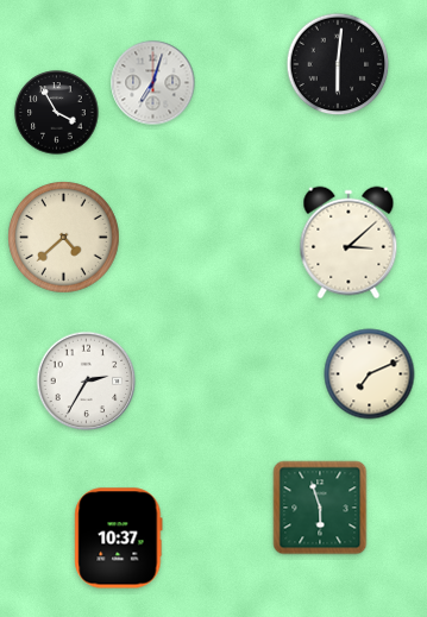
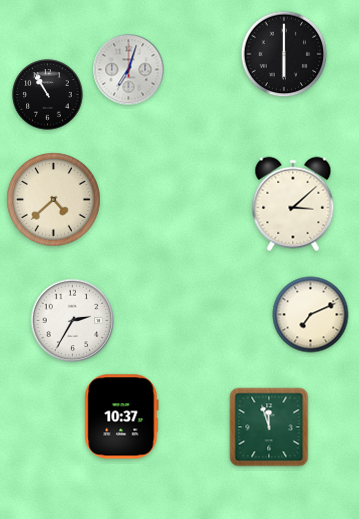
clock at (338, 64): 6:01 -> 6:00
clock at (57, 113): 3:55 -> 10:55
clock at (320, 508): 5:57 -> 11:57
clock at (119, 539) position: (119, 539) -> (122, 417)
